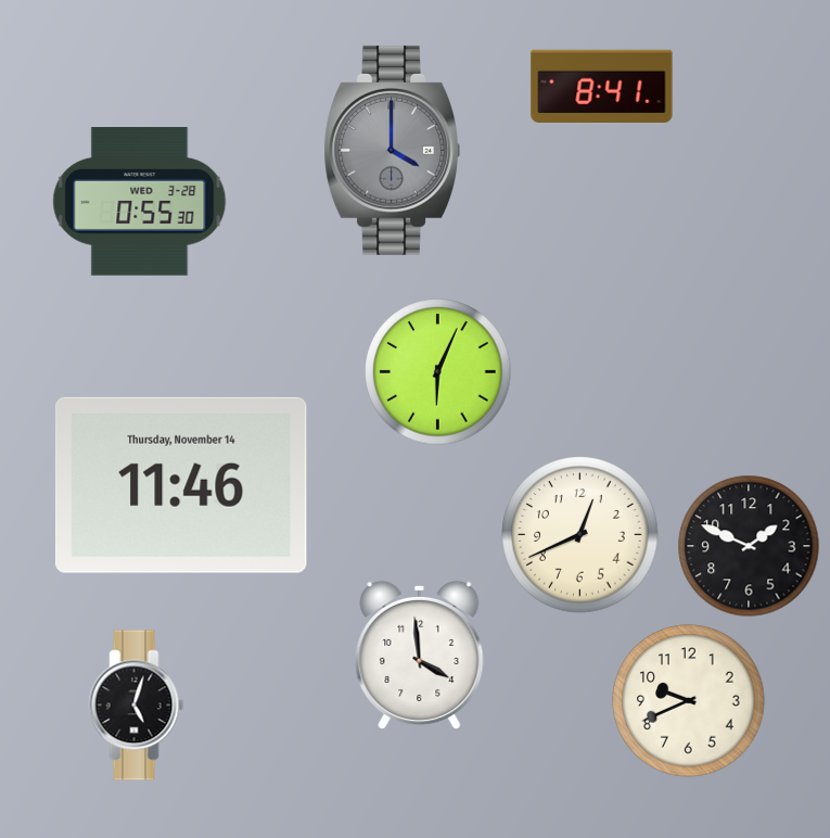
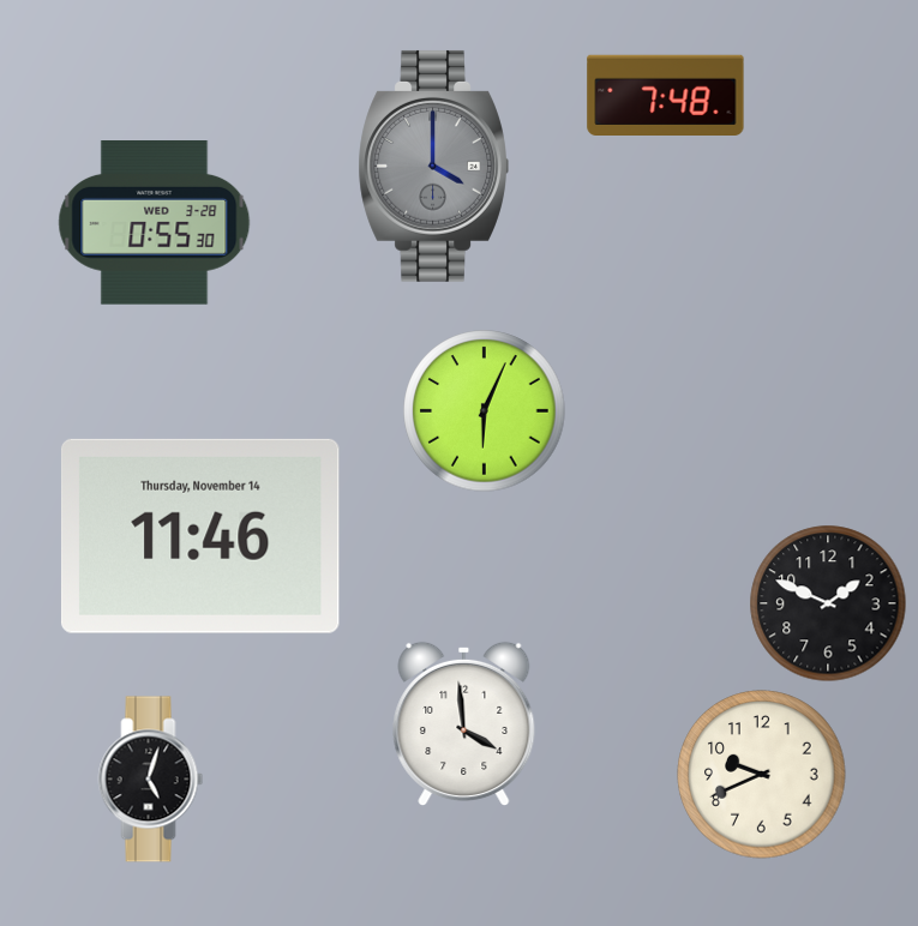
clock at (602, 86): 8:41 -> 7:48
clock at (580, 535): 12:41 -> none
